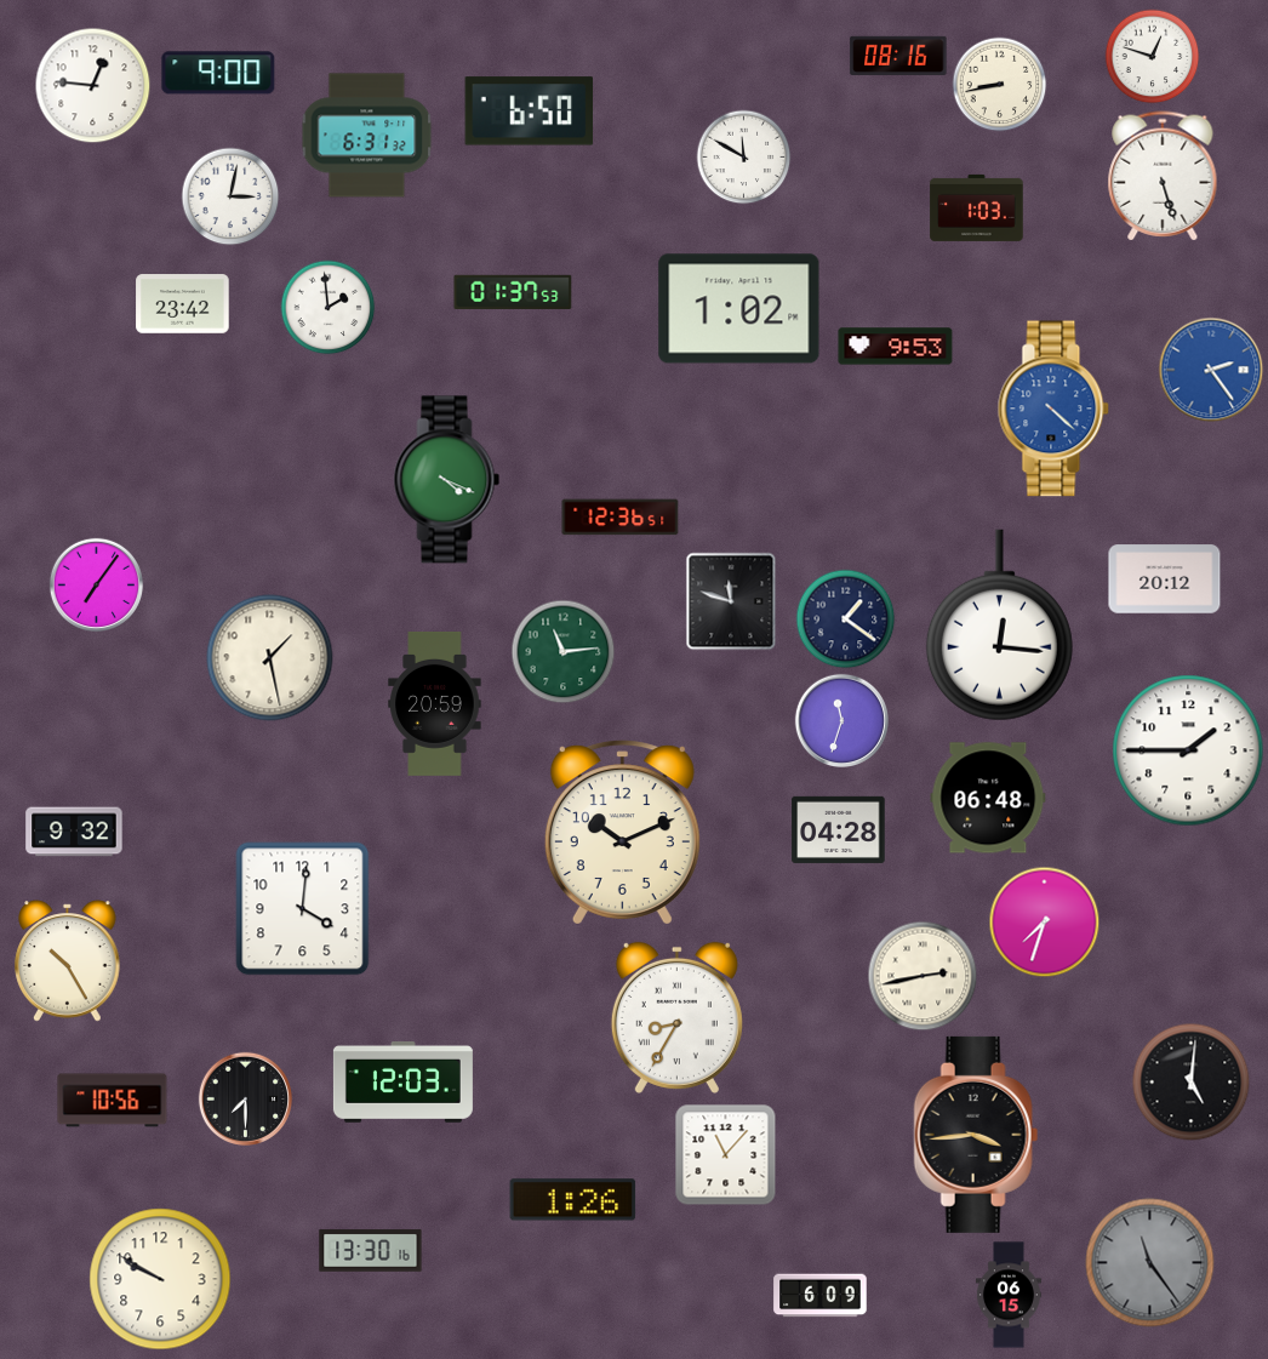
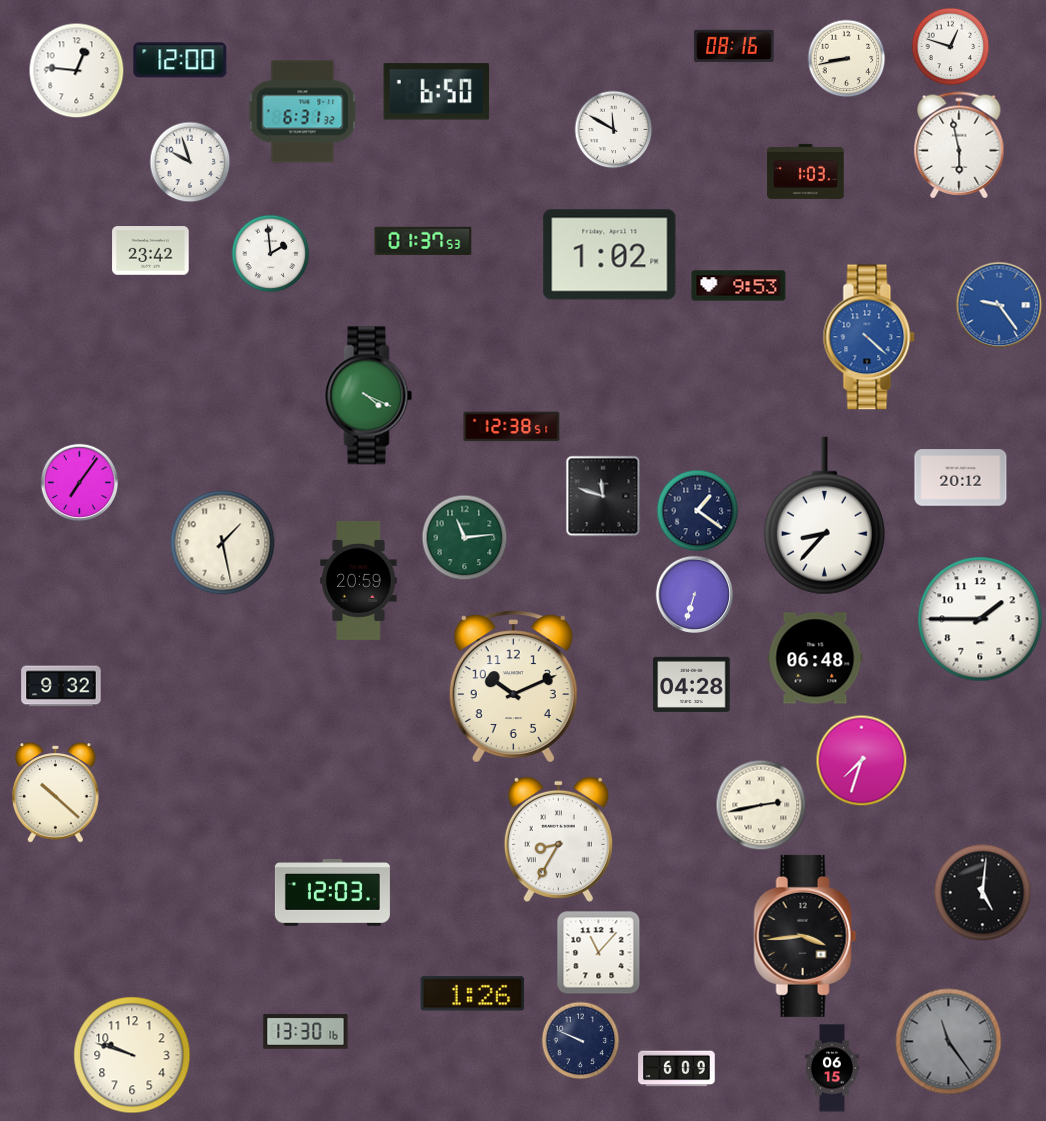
clock at (898, 56) position: (898, 56) -> (734, 46)
clock at (218, 73): 9:00 -> 12:00
clock at (999, 84) position: (999, 84) -> (846, 58)
clock at (1163, 176): 5:27 -> 5:58
clock at (230, 196): 3:02 -> 9:57
clock at (1211, 370): 2:24 -> 9:24
clock at (621, 518): 12:36 -> 12:38
clock at (999, 626): 12:16 -> 8:37
clock at (841, 720): 11:33 -> 6:33
clock at (303, 909): 4:01 -> none
clock at (68, 961): 10:25 -> 10:22
clock at (245, 1098): 7:30 -> none
clock at (113, 1101): 10:56 -> none
clock at (573, 1200) position: (573, 1200) -> (473, 994)
clock at (580, 1040): none -> 9:49
clock at (160, 1279): 9:50 -> 9:48
